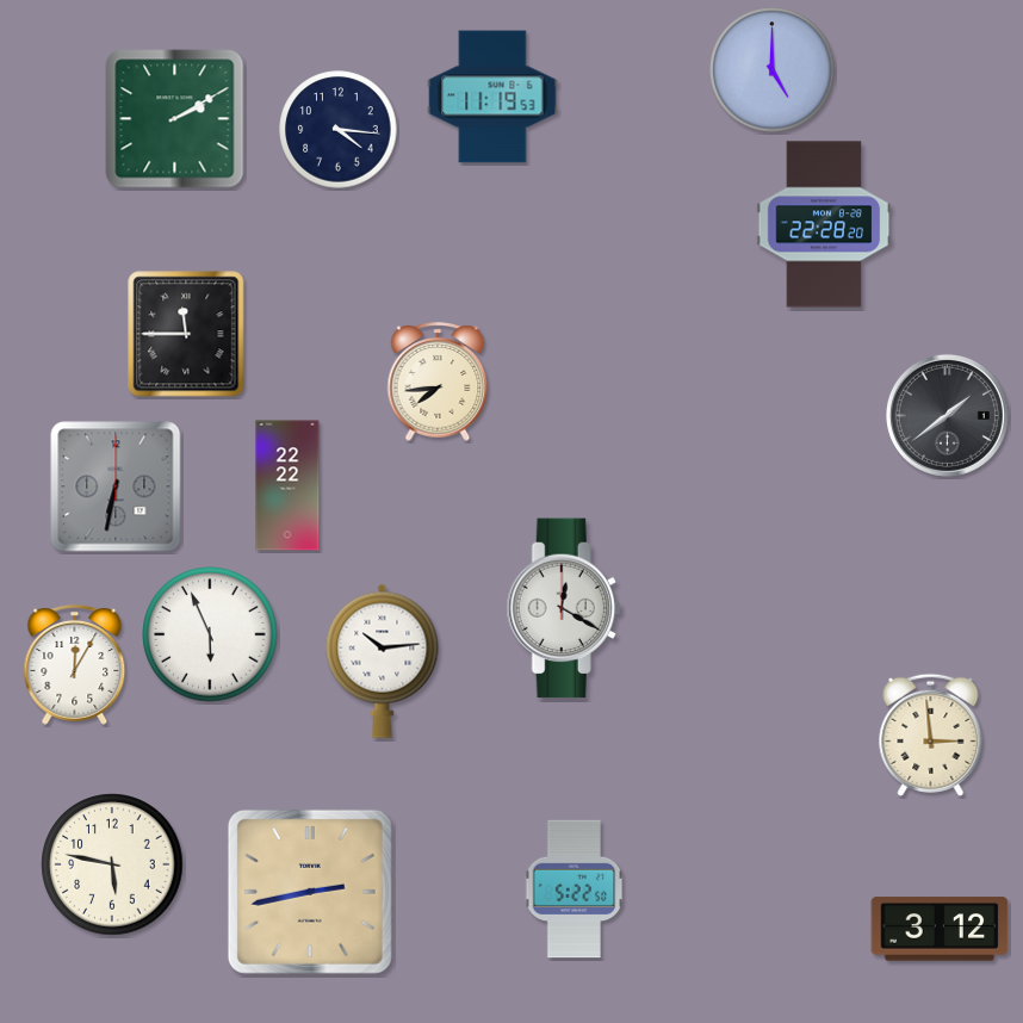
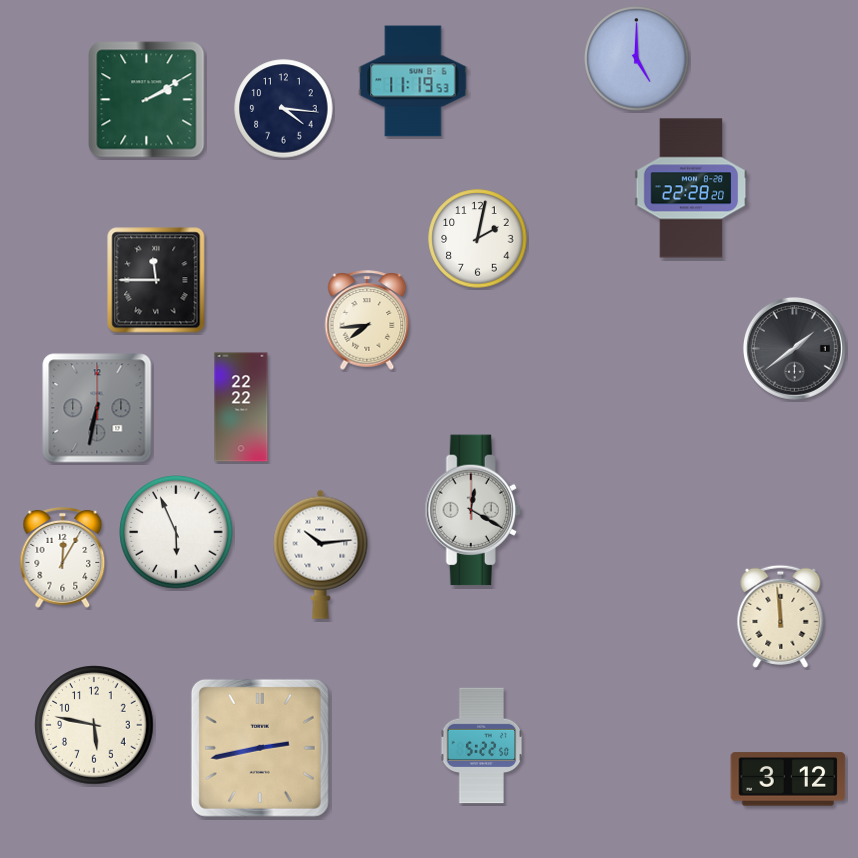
clock at (773, 70) position: (773, 70) -> (637, 59)
clock at (478, 239): none -> 2:02
clock at (931, 734): 2:59 -> 11:59
